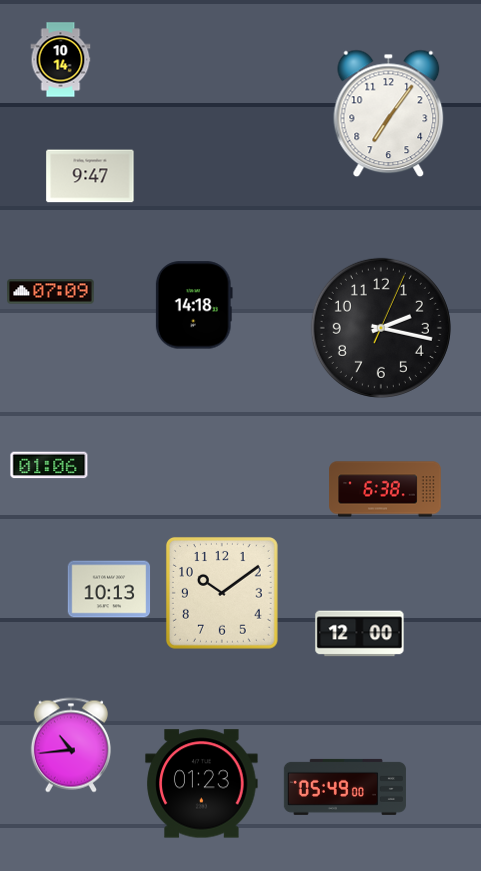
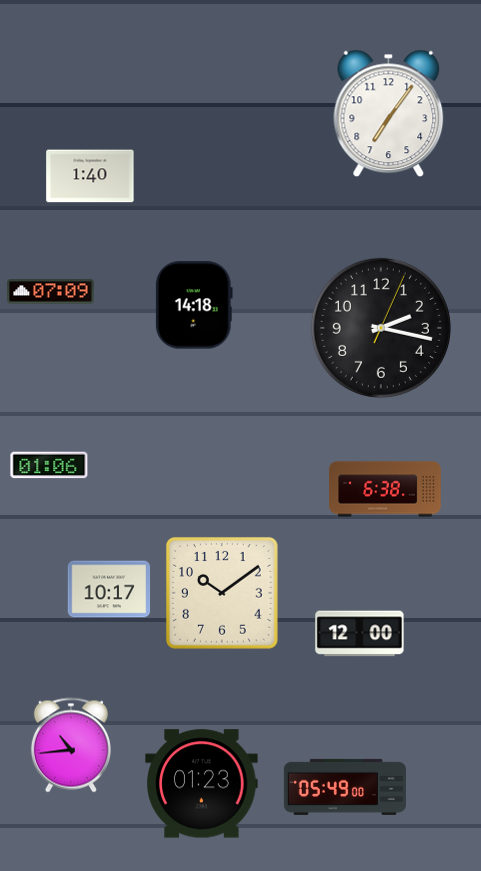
clock at (61, 60): 10:14 -> none
clock at (90, 176): 9:47 -> 1:40
clock at (109, 589): 10:13 -> 10:17
